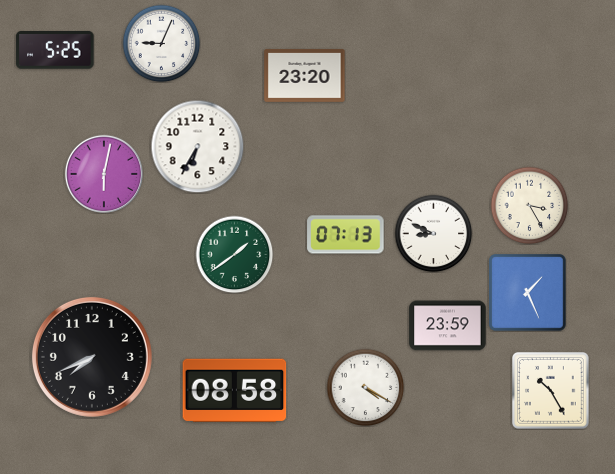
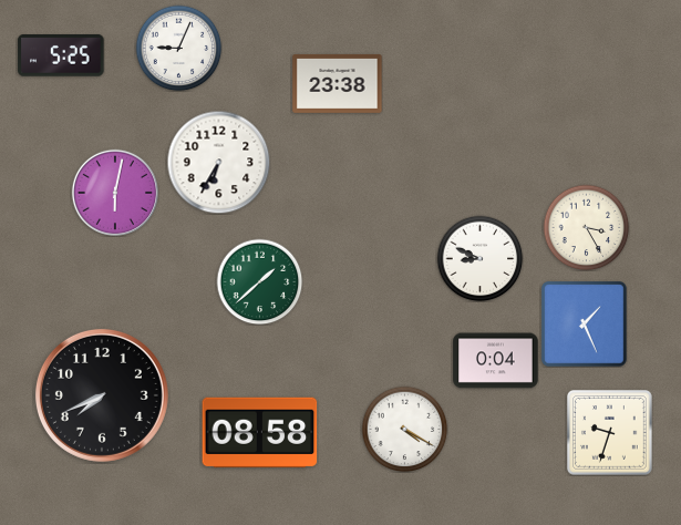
clock at (305, 75): 23:20 -> 23:38
clock at (346, 235): 07:13 -> none
clock at (234, 254): 1:39 -> 1:38
clock at (448, 326): 23:59 -> 0:04
clock at (551, 391): 10:25 -> 9:33
